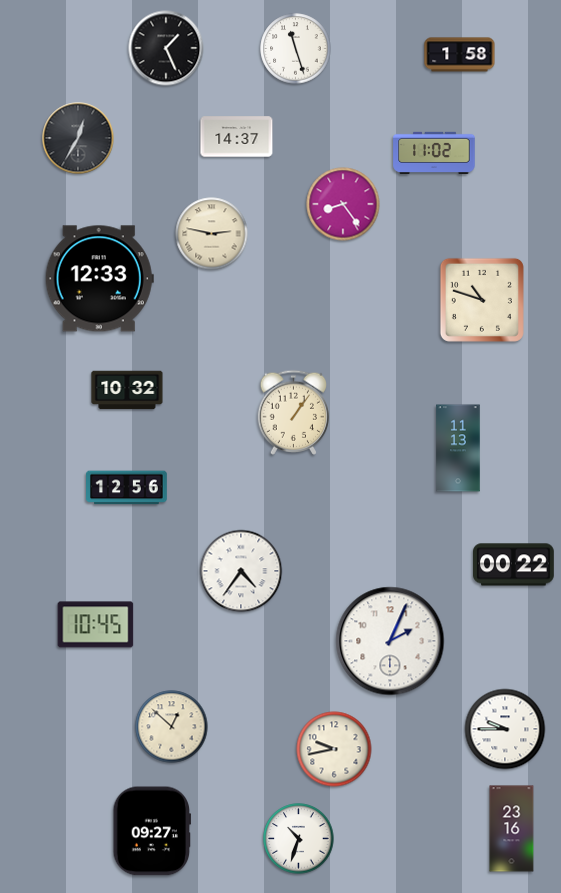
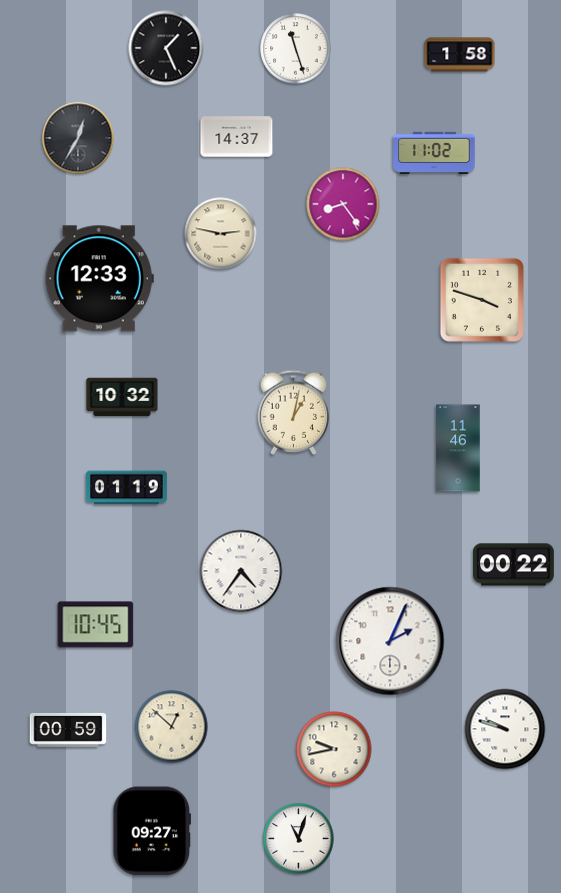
clock at (212, 234) position: (212, 234) -> (221, 234)
clock at (482, 300): 10:48 -> 3:48
clock at (127, 390) position: (127, 390) -> (122, 397)
clock at (294, 412): 1:06 -> 1:02
clock at (458, 448): 11:13 -> 11:46
clock at (127, 488): 12:56 -> 01:19
clock at (505, 729): 9:45 -> 9:48
clock at (68, 730): none -> 00:59
clock at (512, 829): 23:16 -> none
clock at (299, 839): 10:33 -> 11:03
